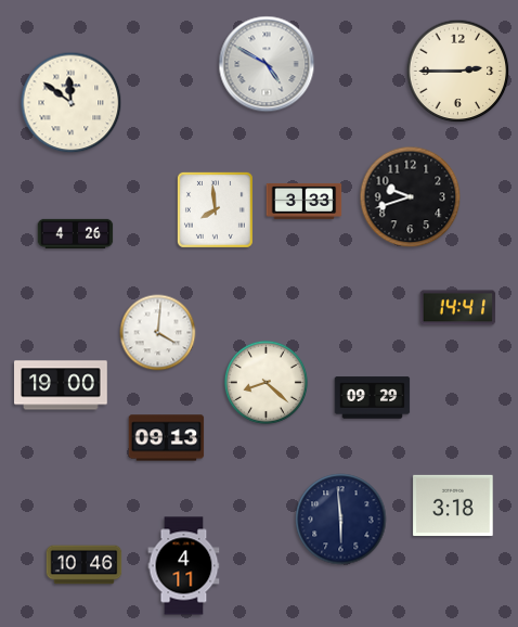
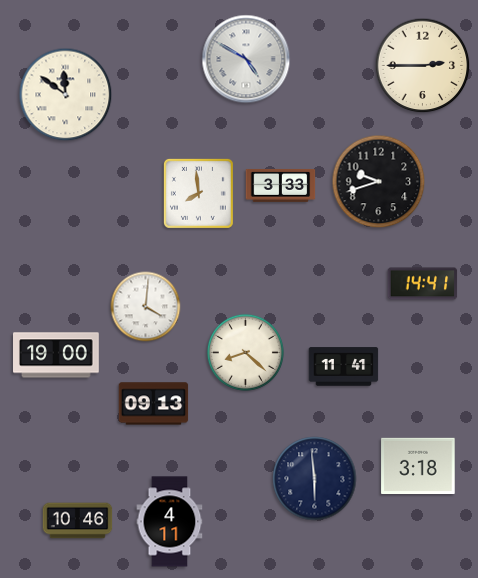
clock at (76, 234): 4:26 -> none
clock at (373, 398): 09:29 -> 11:41
